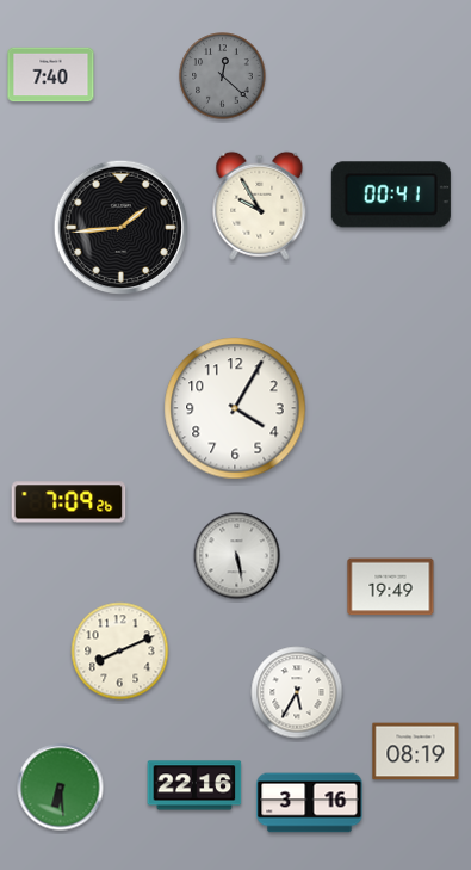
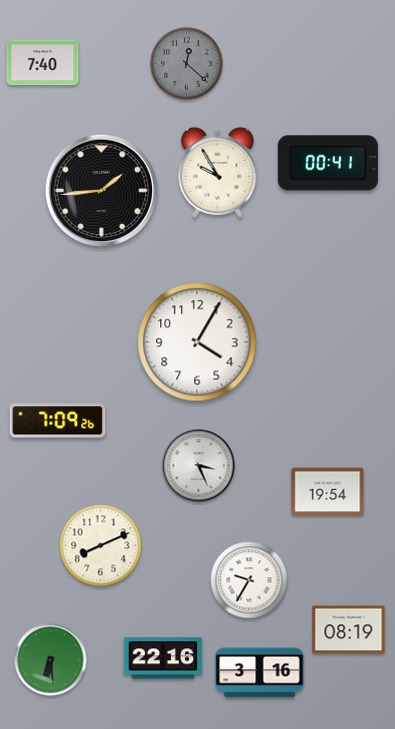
clock at (237, 556): 5:28 -> 3:26
clock at (391, 587): 19:49 -> 19:54
clock at (297, 692): 5:35 -> 9:35
